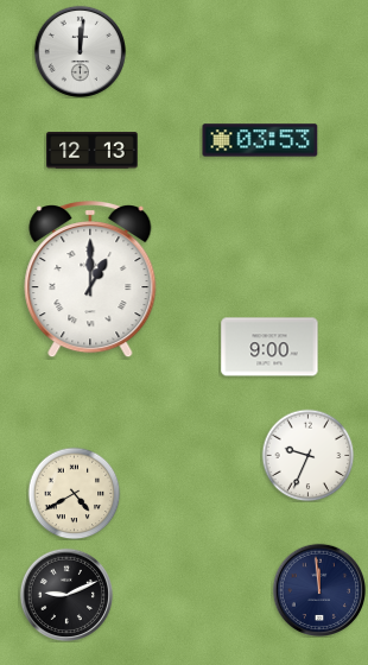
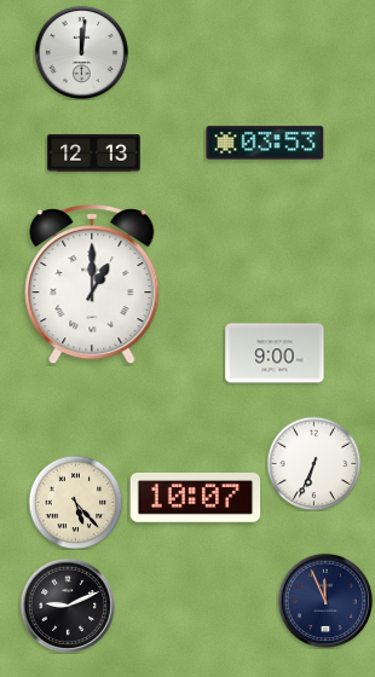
clock at (307, 455): 9:34 -> 6:34
clock at (196, 498): none -> 10:07
clock at (74, 493): 4:40 -> 5:23
clock at (318, 589): 11:59 -> 11:56
